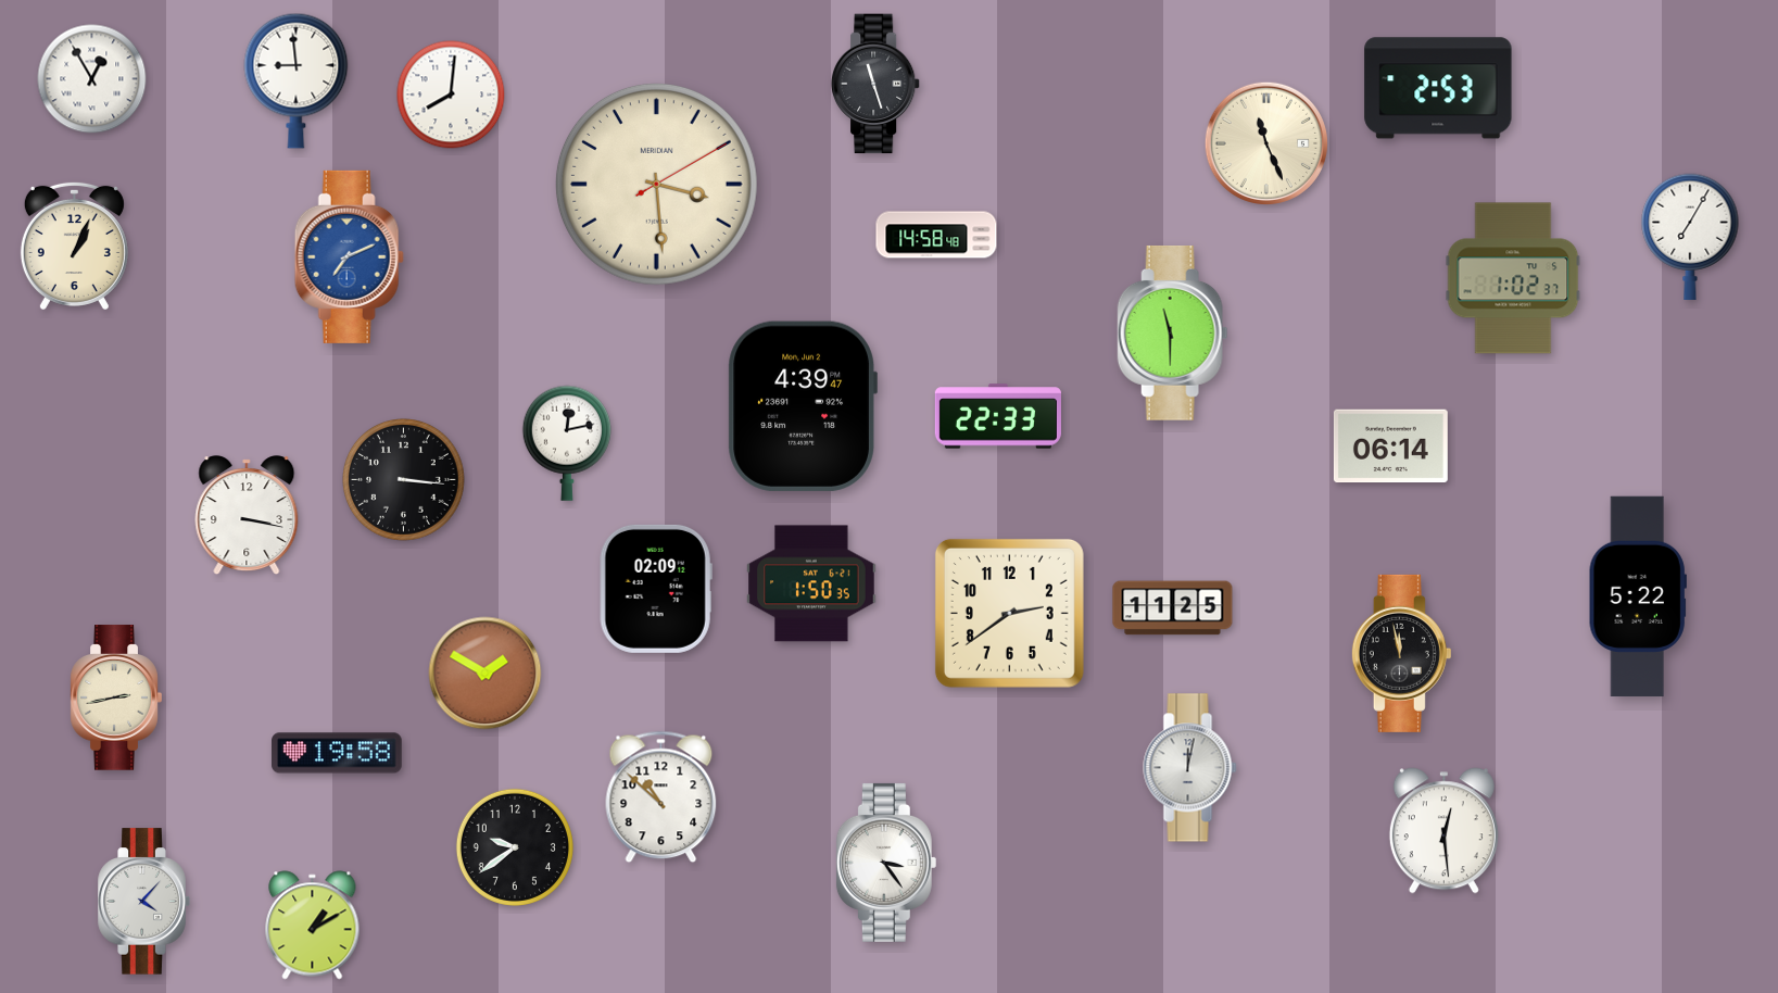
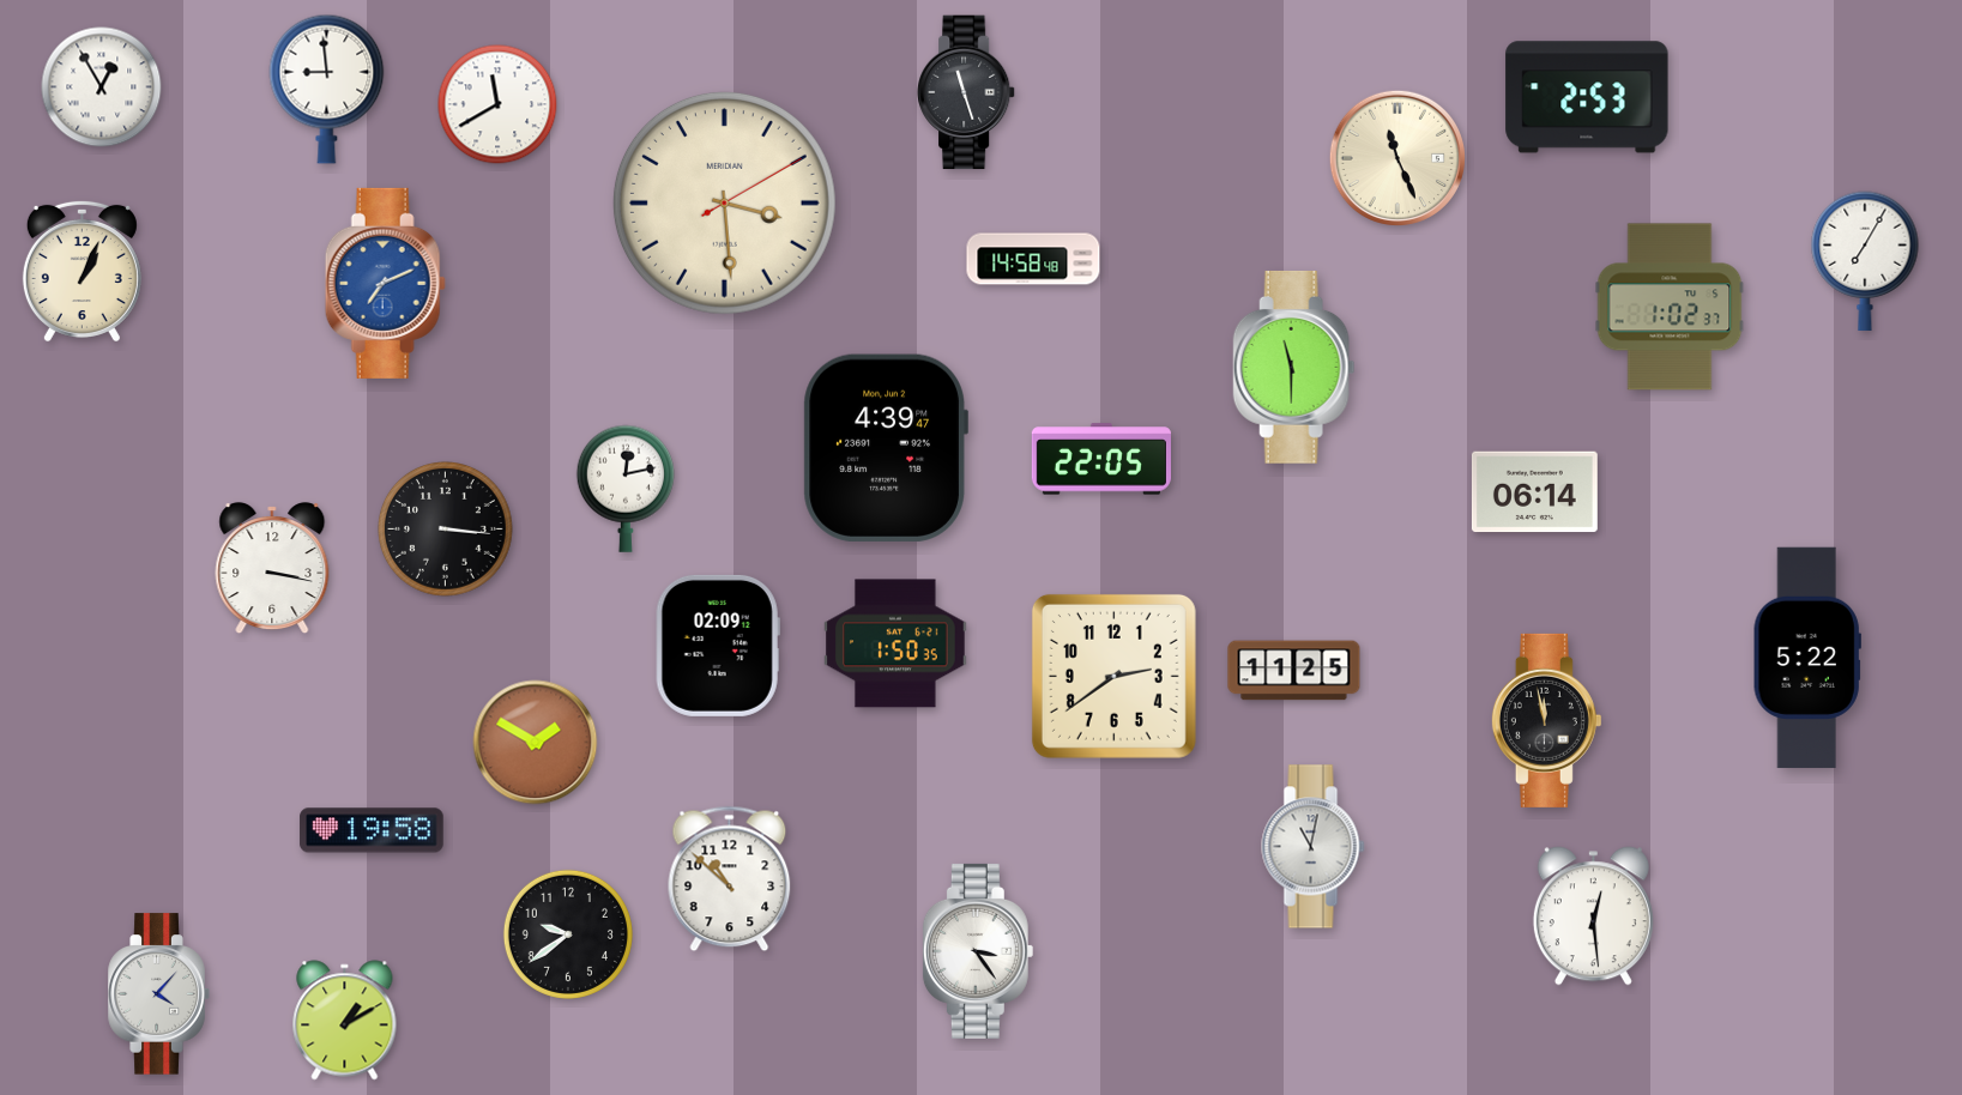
clock at (451, 95): 8:01 -> 11:40
clock at (998, 416): 22:33 -> 22:05
clock at (656, 589) position: (656, 589) -> (718, 646)
clock at (116, 697): 2:43 -> none
clock at (1190, 768): 12:02 -> 11:02
